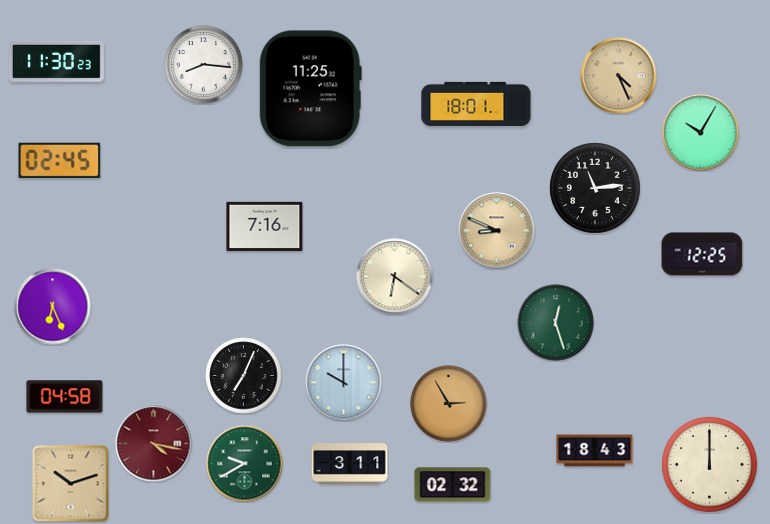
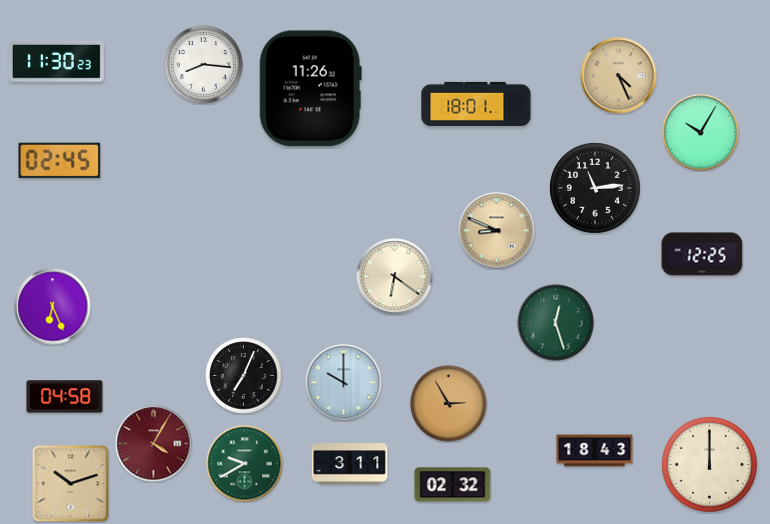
clock at (310, 89): 11:25 -> 11:26
clock at (265, 227): 7:16 -> none
clock at (154, 444): 4:17 -> 4:05
